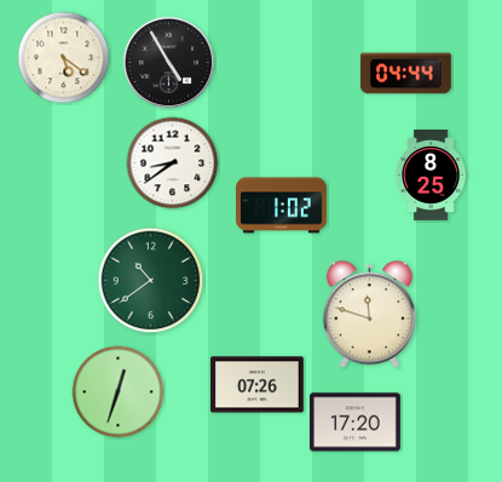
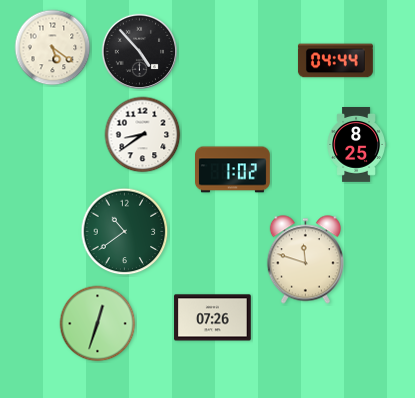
clock at (169, 63): 4:55 -> 4:53
clock at (354, 423): 17:20 -> none
